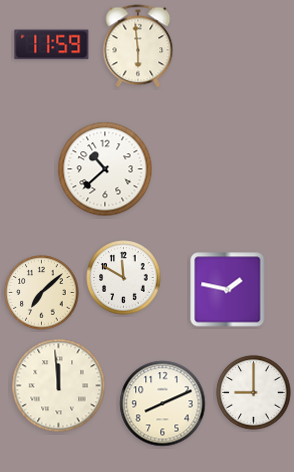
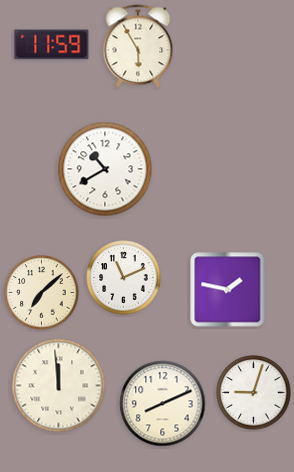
clock at (138, 46): 5:59 -> 5:55
clock at (105, 169): 10:38 -> 10:40
clock at (124, 278): 11:50 -> 11:11
clock at (254, 393): 9:00 -> 9:03
